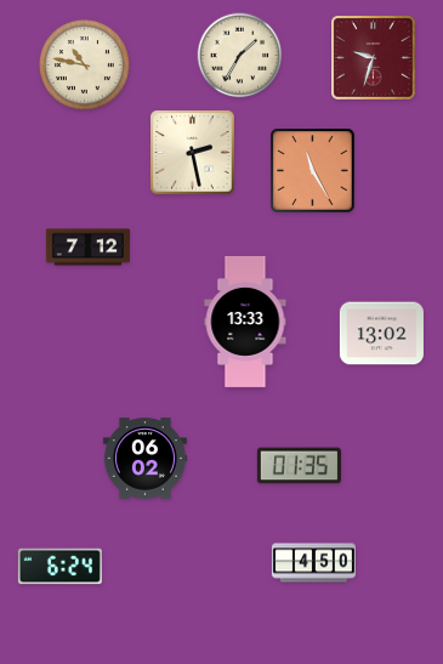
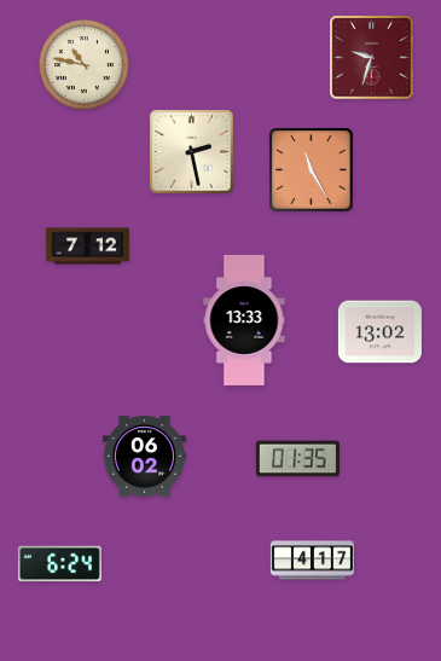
clock at (240, 56): 1:35 -> none
clock at (299, 466) position: (299, 466) -> (297, 459)
clock at (313, 563): 4:50 -> 4:17
